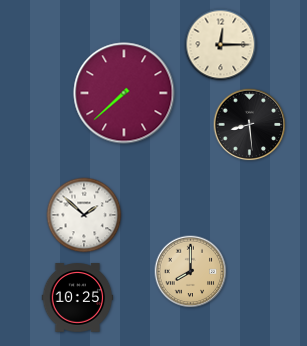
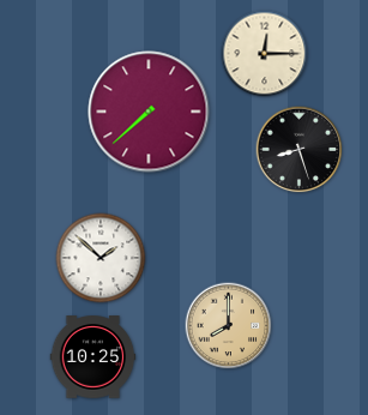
clock at (250, 125): 8:29 -> 8:27
